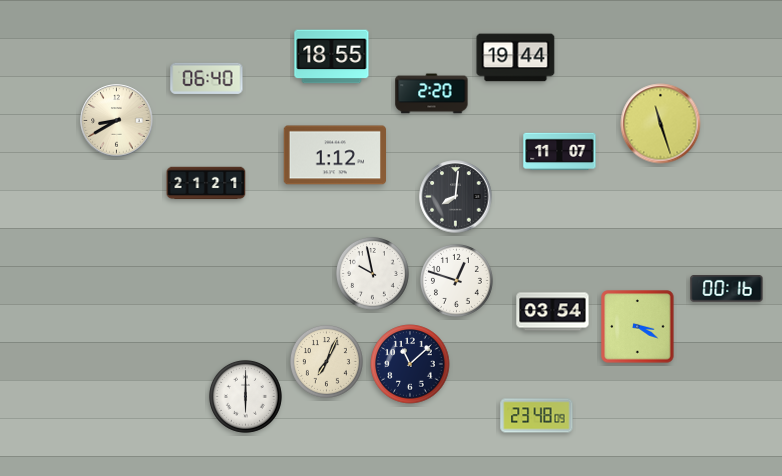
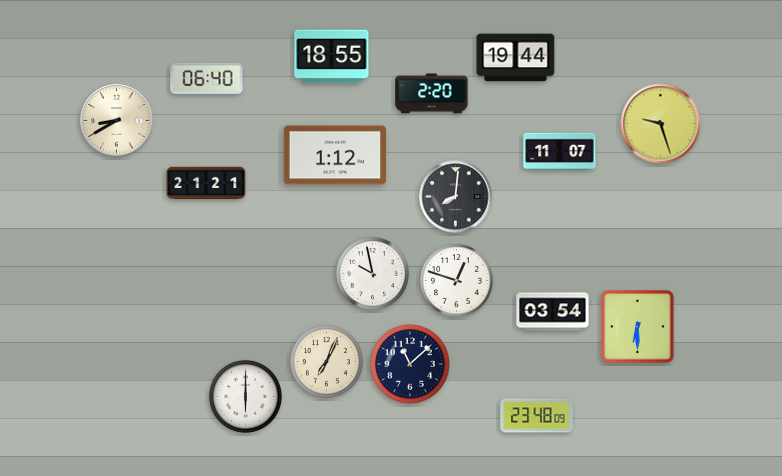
clock at (661, 124): 11:27 -> 9:27
clock at (727, 289): 00:16 -> none
clock at (638, 327): 3:20 -> 6:30
